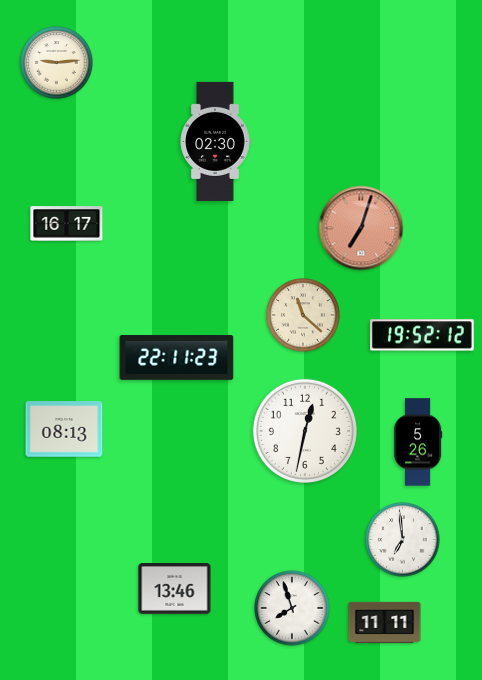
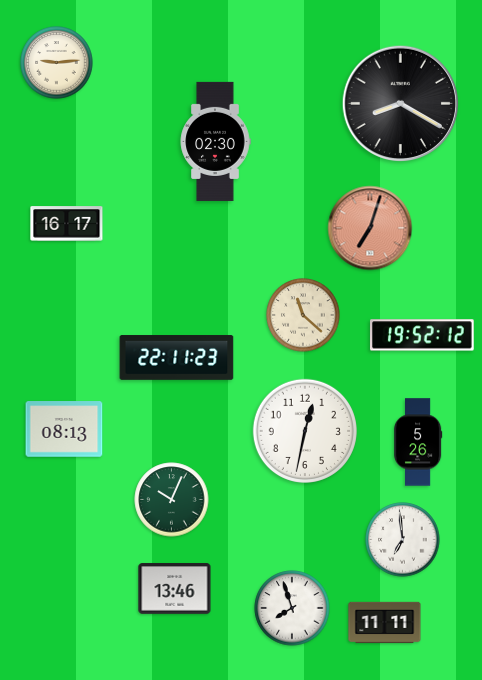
clock at (400, 103): none -> 8:20
clock at (361, 228) position: (361, 228) -> (370, 228)
clock at (172, 500): none -> 10:04
